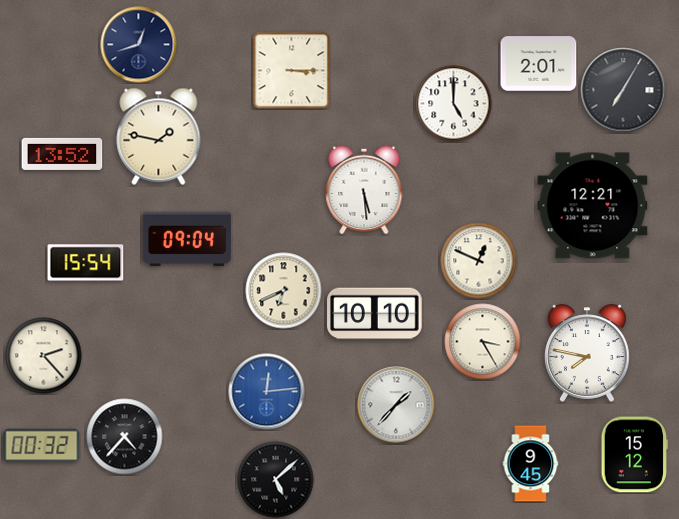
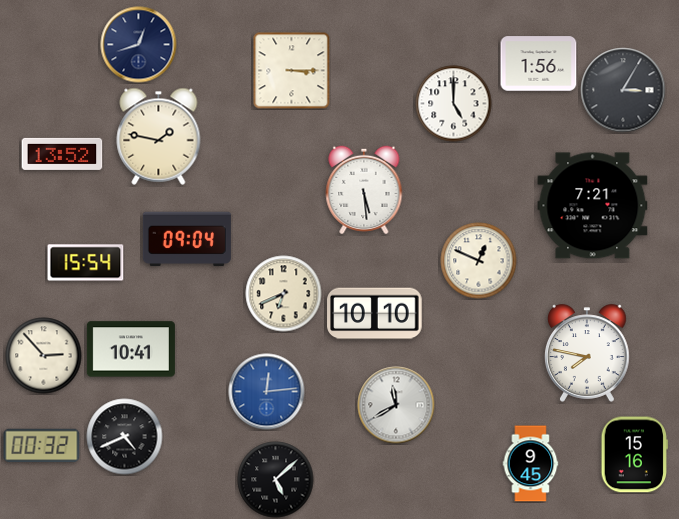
clock at (539, 64): 2:01 -> 1:56
clock at (623, 90): 7:05 -> 3:05
clock at (593, 206): 12:21 -> 7:21
clock at (284, 291) position: (284, 291) -> (284, 294)
clock at (483, 342): 3:25 -> none
clock at (131, 349): none -> 10:41
clock at (44, 356): 2:23 -> 2:53
clock at (396, 405): 1:37 -> 11:40
clock at (125, 437): 4:37 -> 4:41
clock at (634, 455): 15:12 -> 15:16
